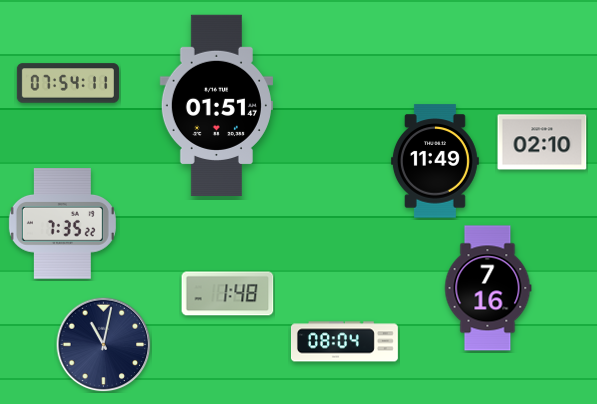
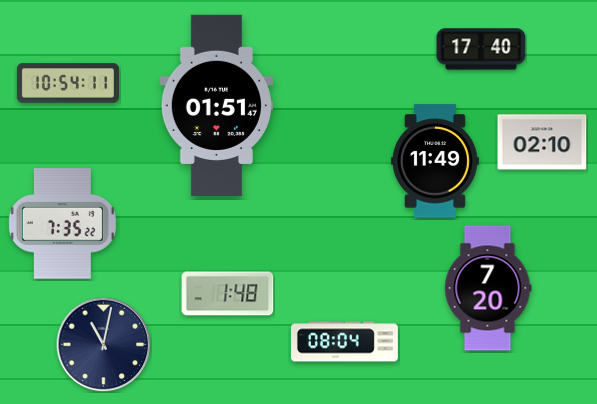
clock at (481, 49): none -> 17:40
clock at (68, 83): 07:54 -> 10:54
clock at (488, 288): 7:16 -> 7:20
